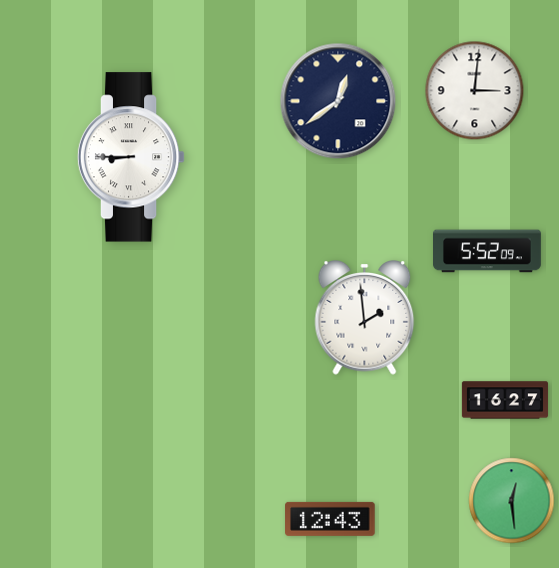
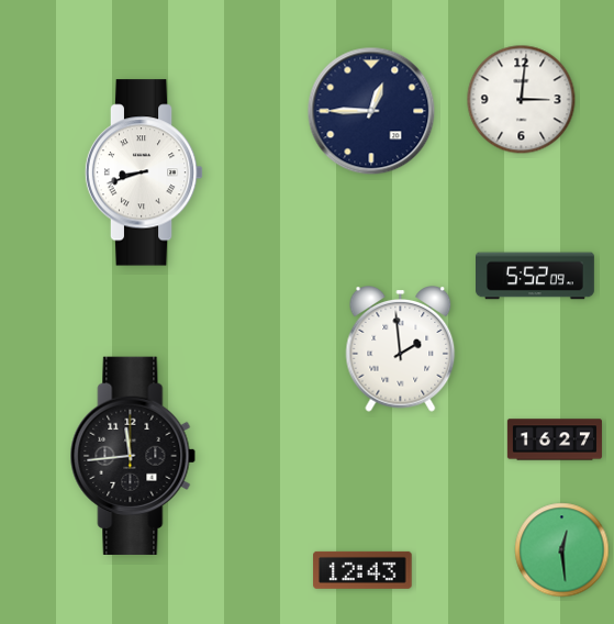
clock at (338, 101): 12:39 -> 12:45
clock at (131, 157): 8:45 -> 8:42
clock at (133, 455): none -> 11:44
